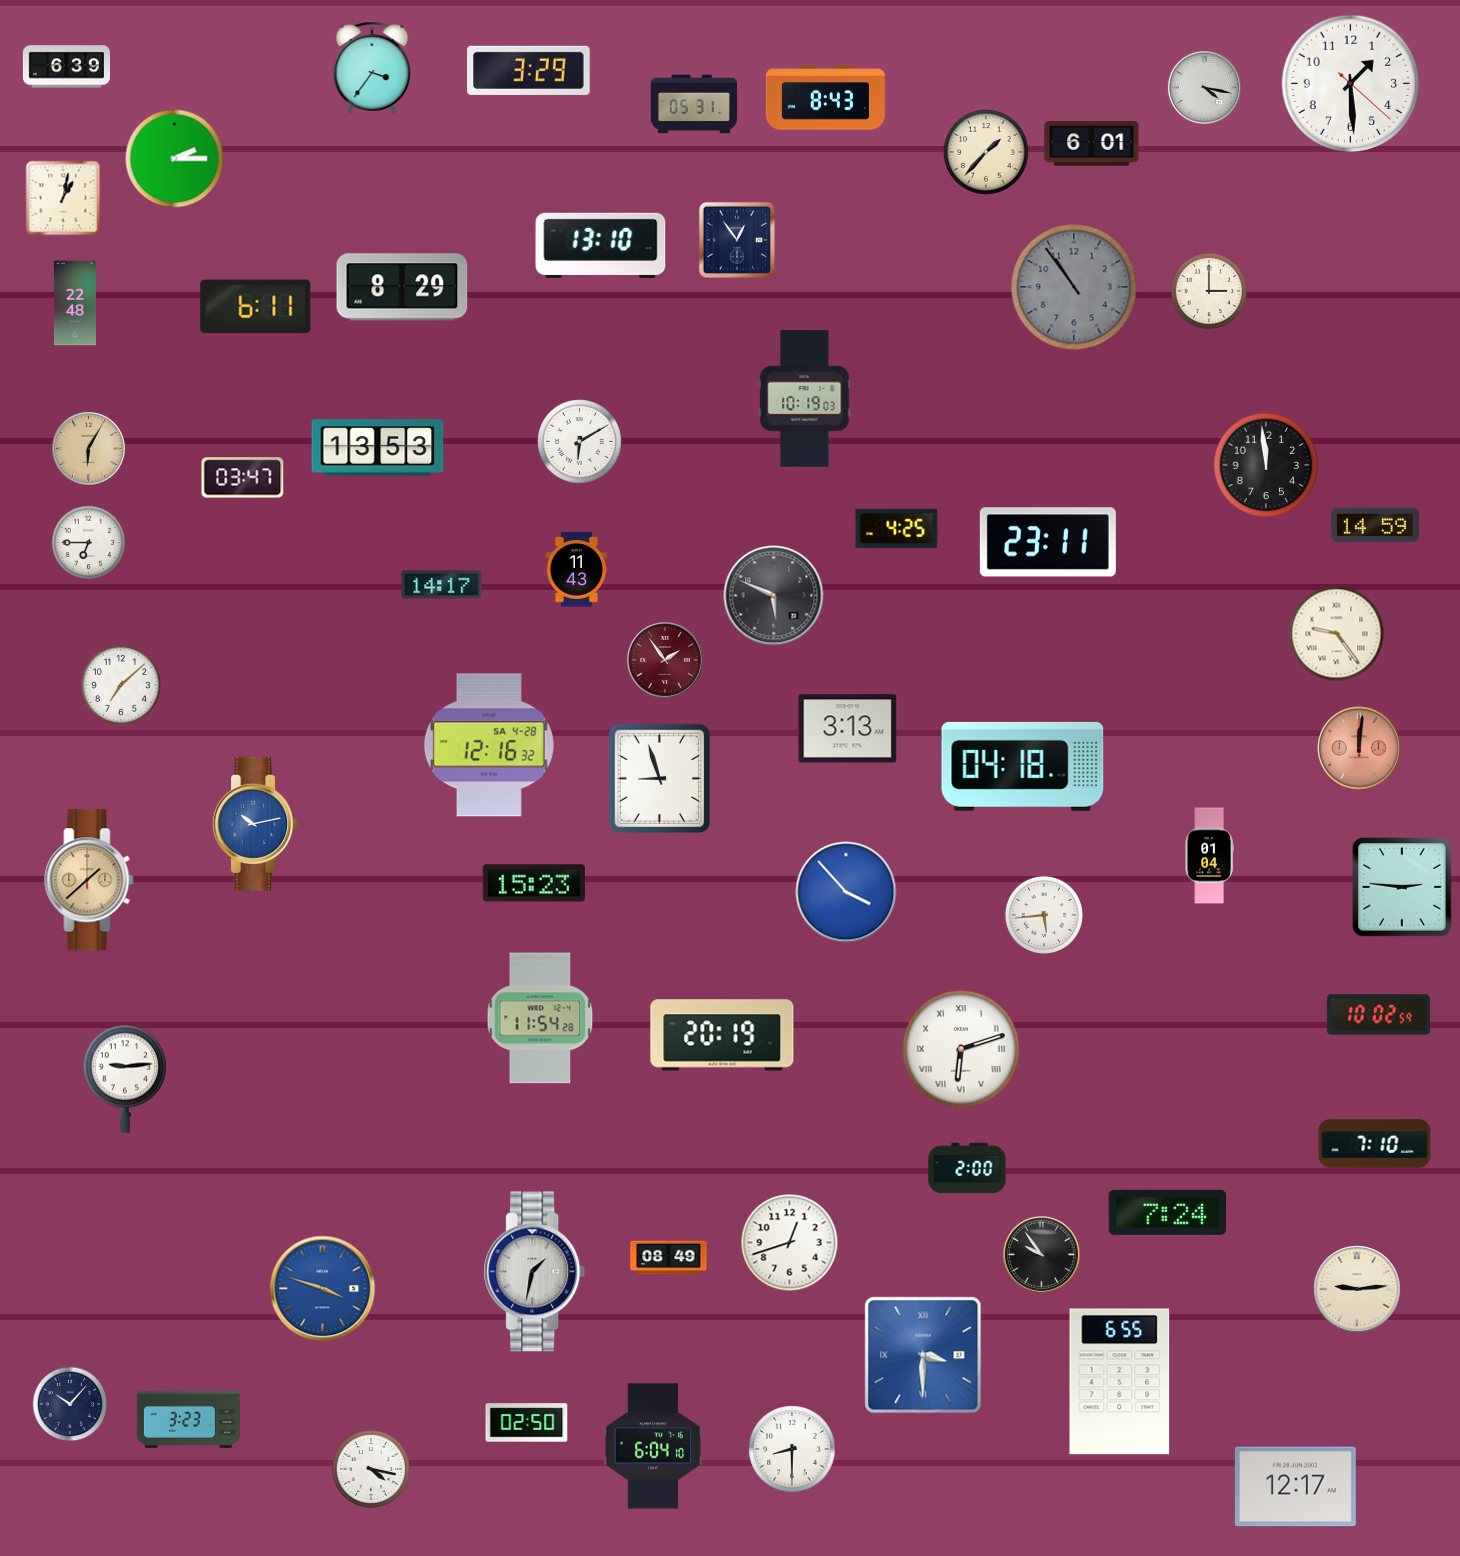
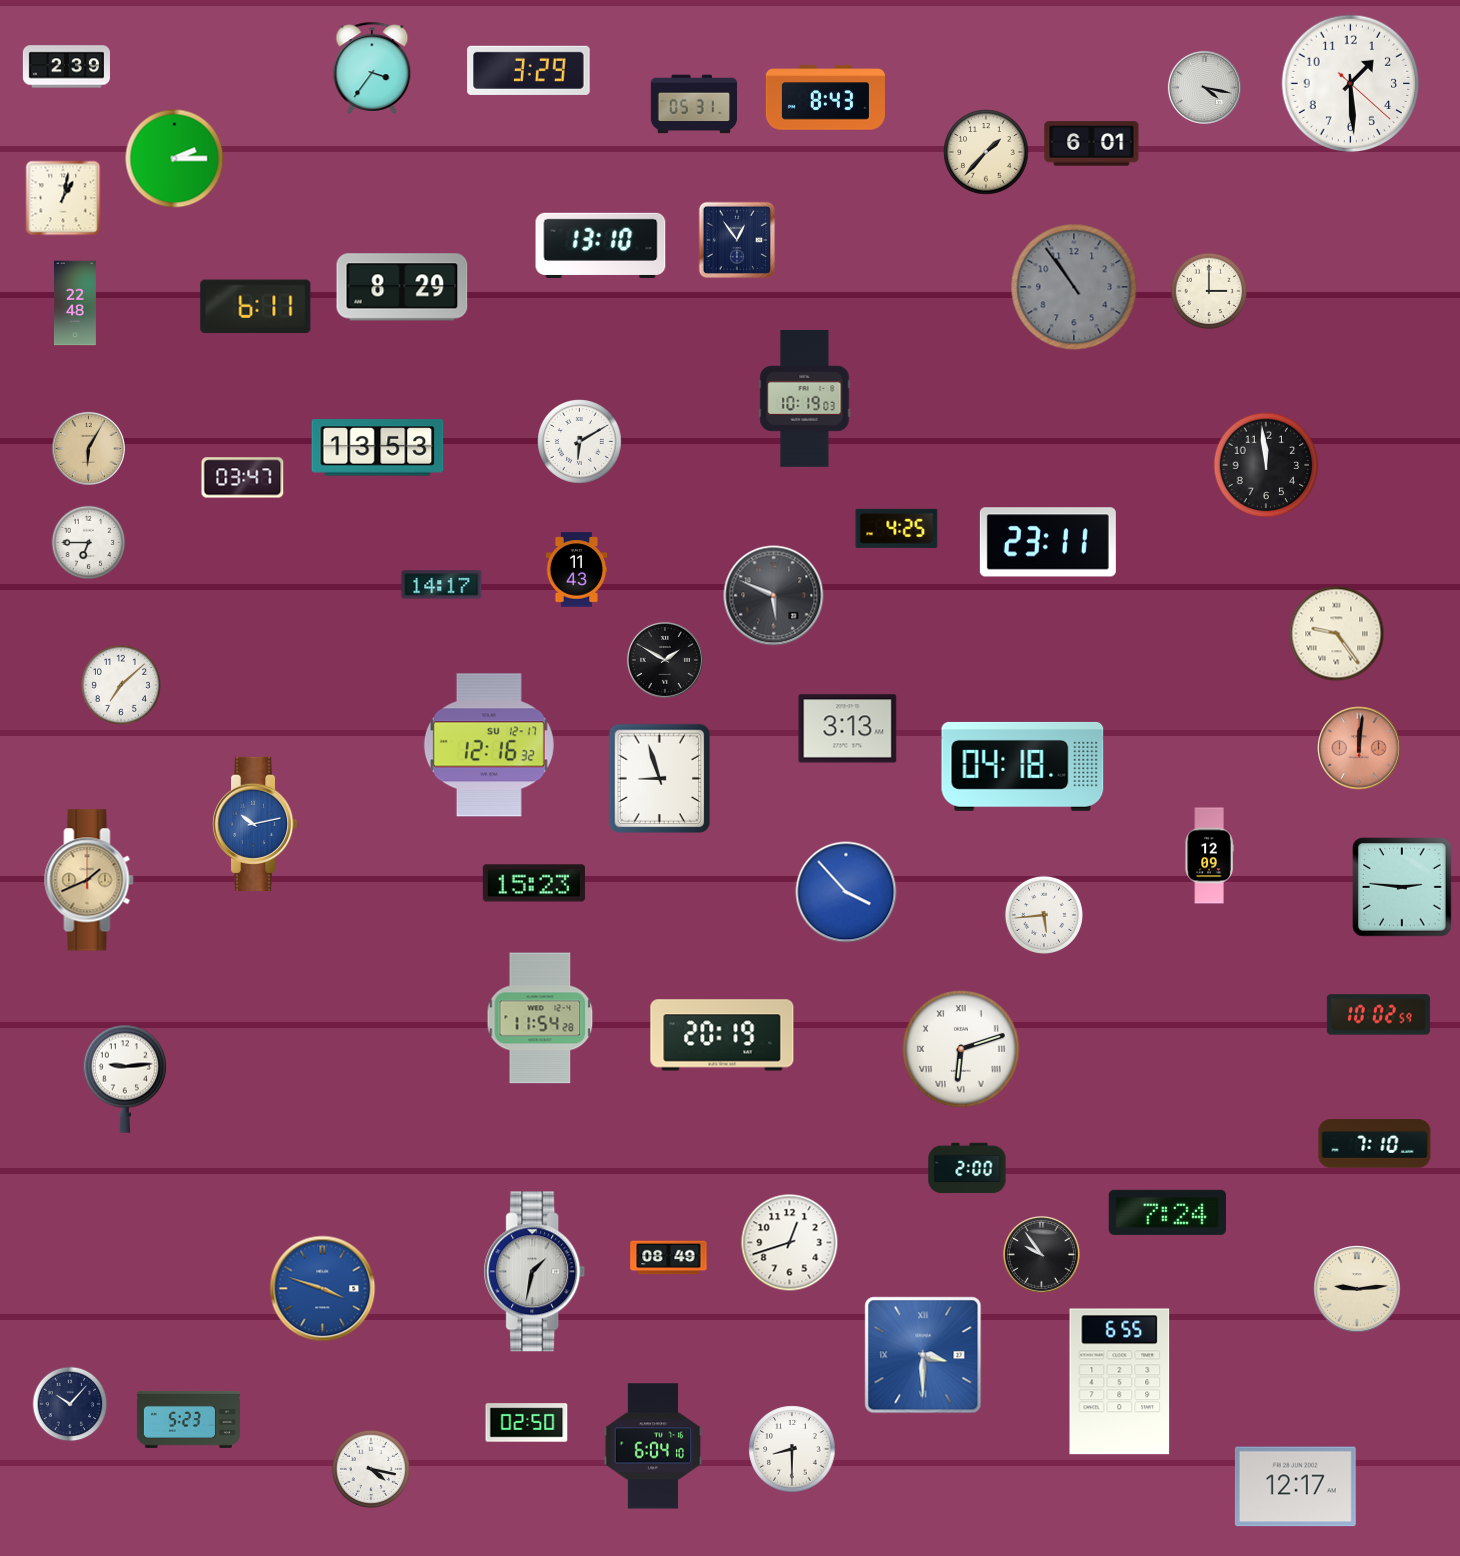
clock at (66, 67): 6:39 -> 2:39
clock at (1375, 525): 14:59 -> none
clock at (665, 660): 1:54 -> 1:50
clock at (665, 660) dial: burgundy -> black
clock at (489, 745) date: SA 4-28 -> SU 12-17
clock at (1209, 856): 01:04 -> 12:09
clock at (89, 880): 1:38 -> 1:41
clock at (188, 1420): 3:23 -> 5:23
